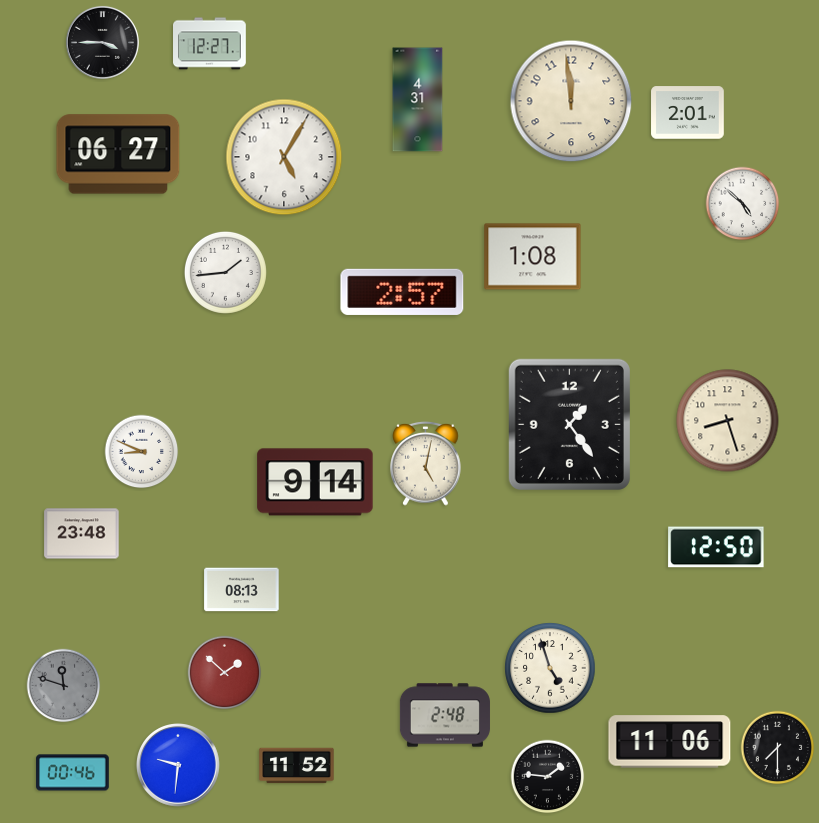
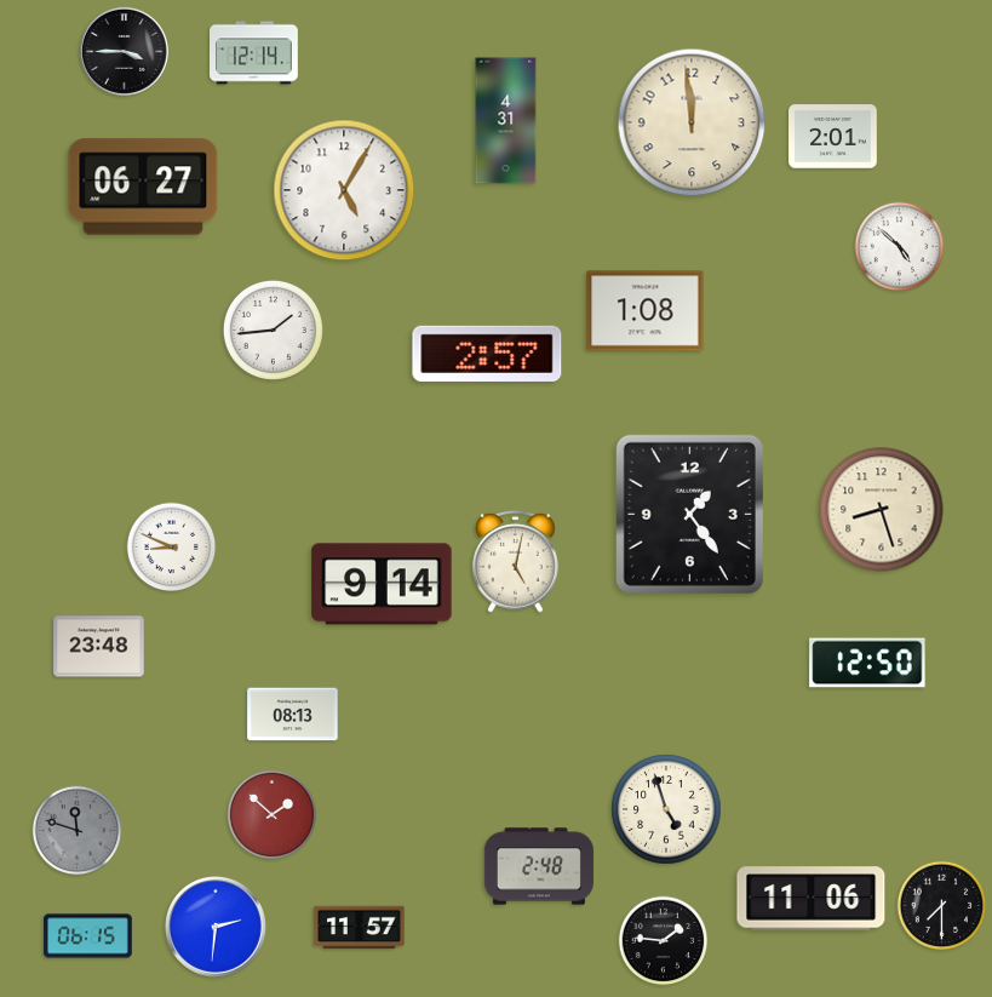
clock at (210, 44): 12:27 -> 12:14
clock at (179, 766): 9:31 -> 2:31
clock at (297, 766): 11:52 -> 11:57
clock at (73, 773): 00:46 -> 06:15
